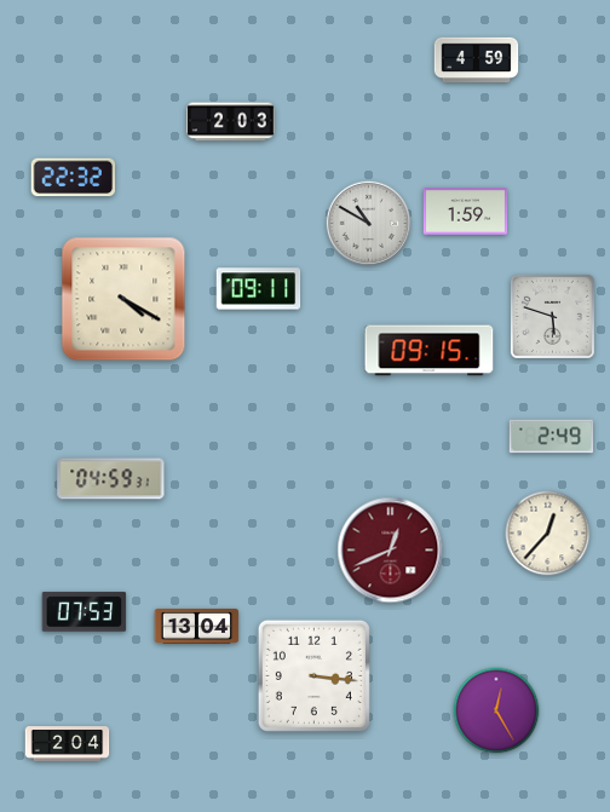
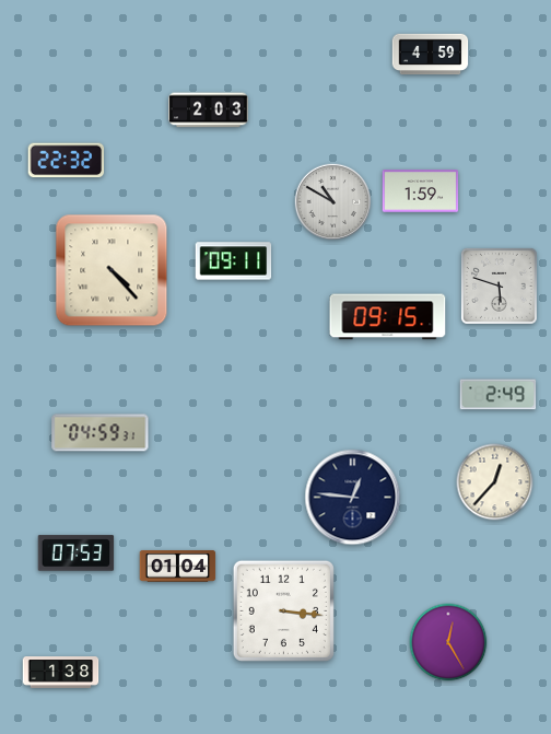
clock at (123, 299): 4:20 -> 4:23
clock at (391, 551): 12:41 -> 12:46
clock at (391, 551) dial: burgundy -> navy
clock at (197, 626): 13:04 -> 01:04
clock at (68, 744): 2:04 -> 1:38
